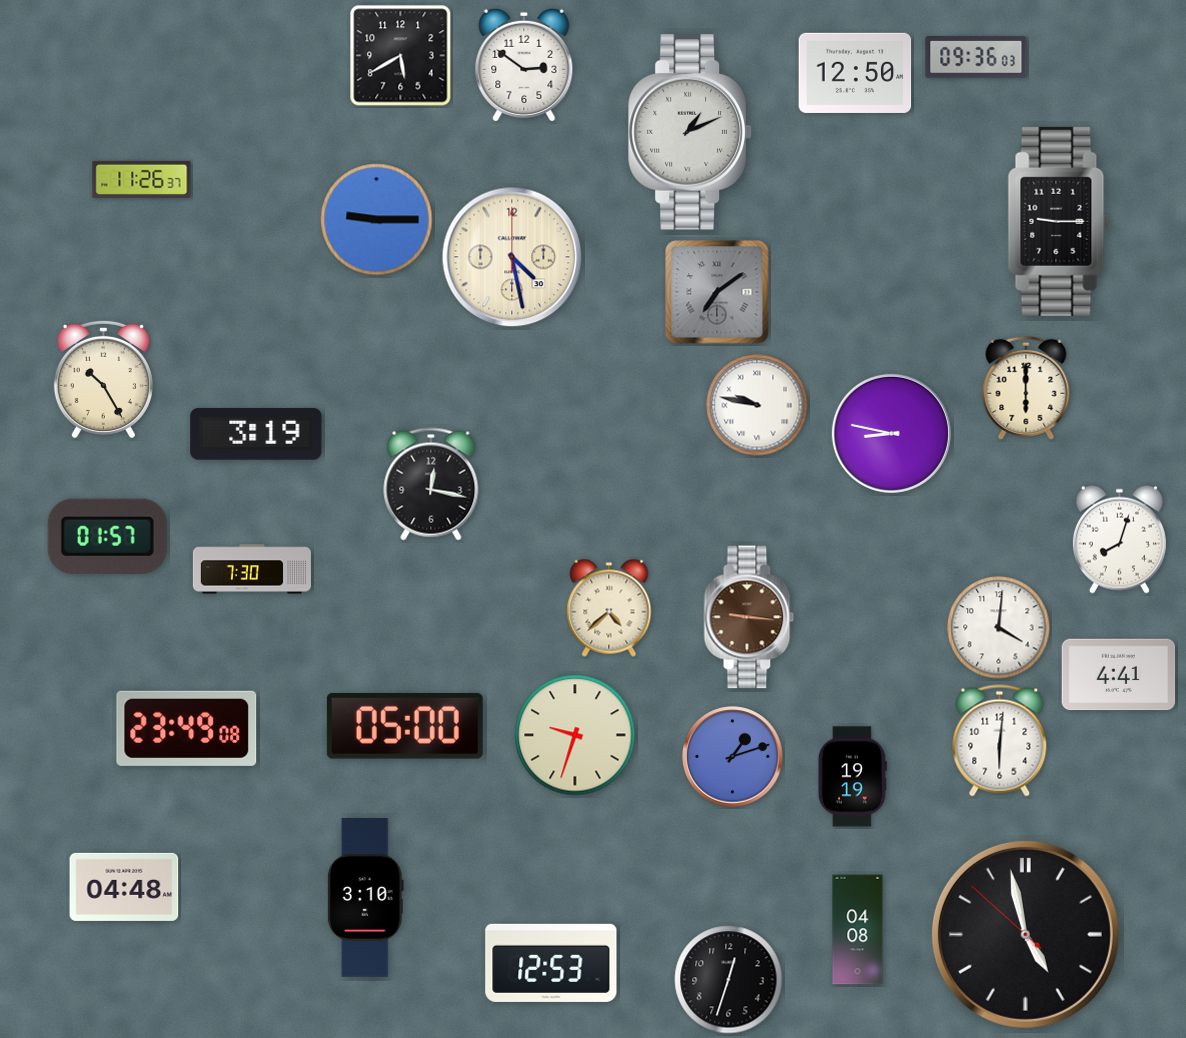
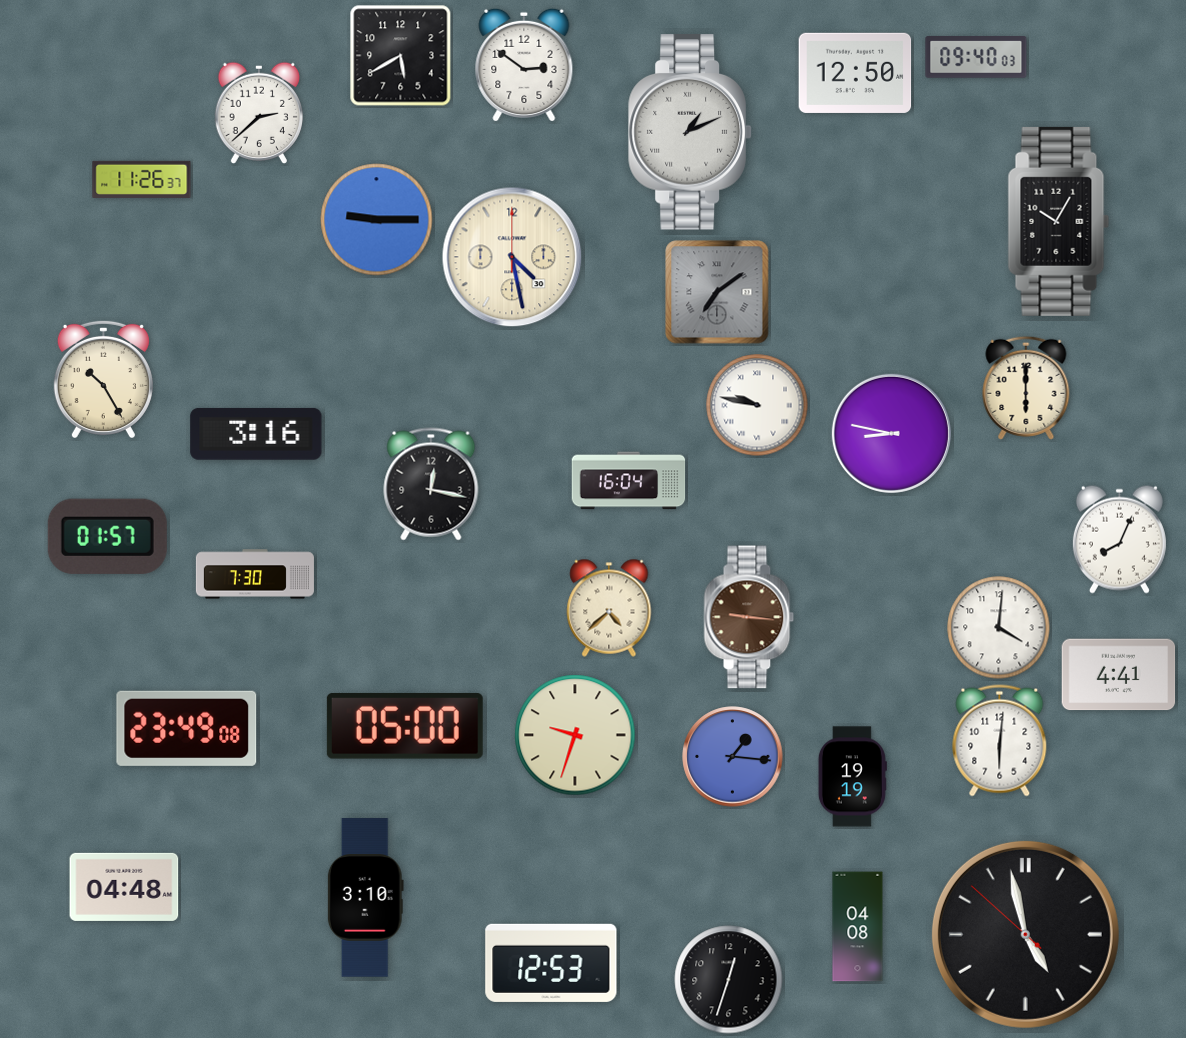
clock at (976, 58): 09:36 -> 09:40
clock at (258, 112): none -> 2:38
clock at (1059, 221): 9:15 -> 10:05
clock at (256, 434): 3:19 -> 3:16
clock at (629, 481): none -> 16:04
clock at (1119, 539): 8:03 -> 8:04
clock at (252, 569) position: (252, 569) -> (255, 574)
clock at (733, 757): 1:12 -> 1:16
clock at (858, 930) position: (858, 930) -> (858, 927)
